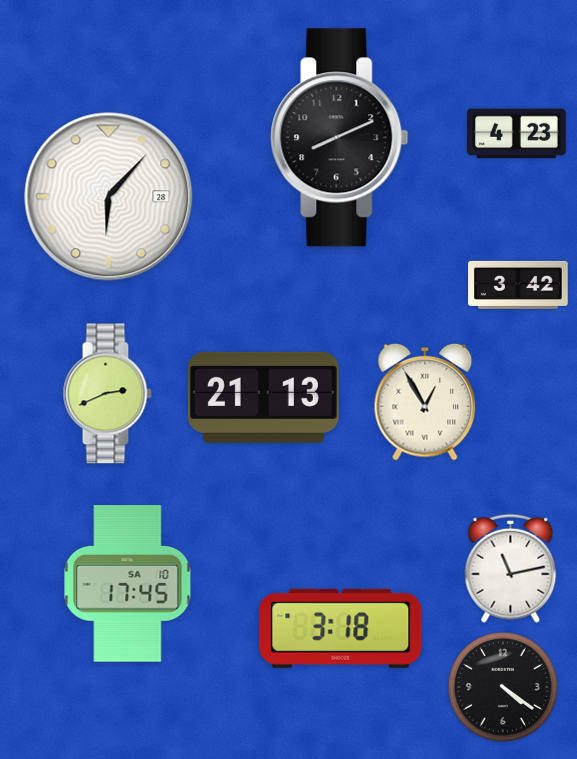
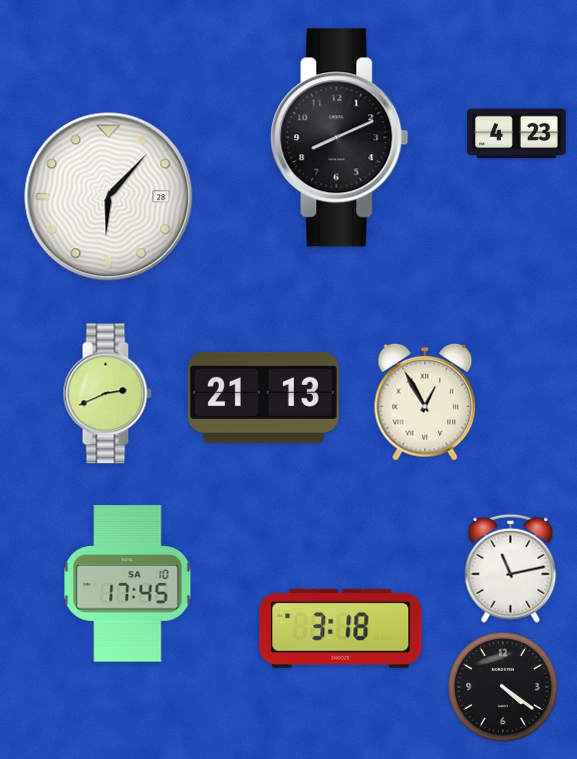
clock at (518, 285): 3:42 -> none
